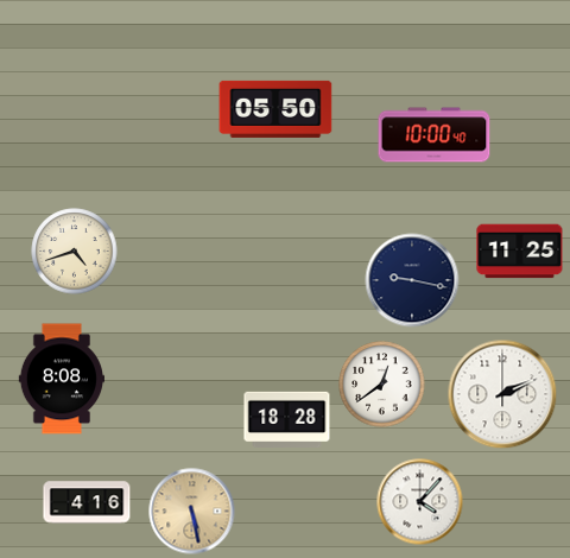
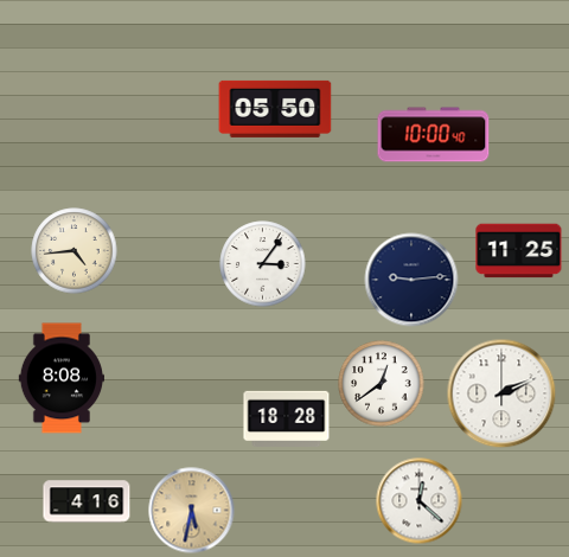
clock at (75, 252): 4:42 -> 4:44
clock at (263, 264): none -> 3:06
clock at (412, 280): 9:17 -> 9:14
clock at (420, 502): 4:07 -> 12:22
clock at (192, 512): 5:28 -> 5:32
